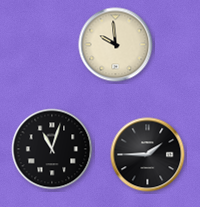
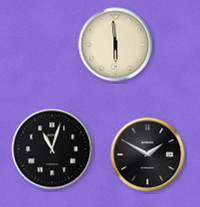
clock at (116, 45): 9:59 -> 5:59
clock at (148, 155): 1:45 -> 1:50
